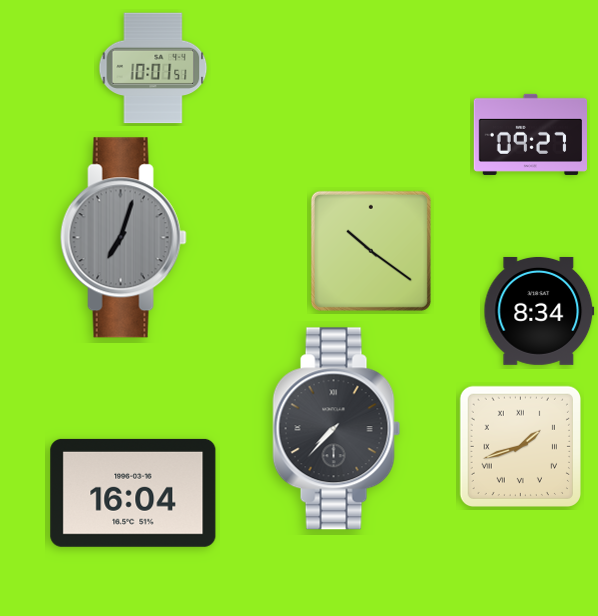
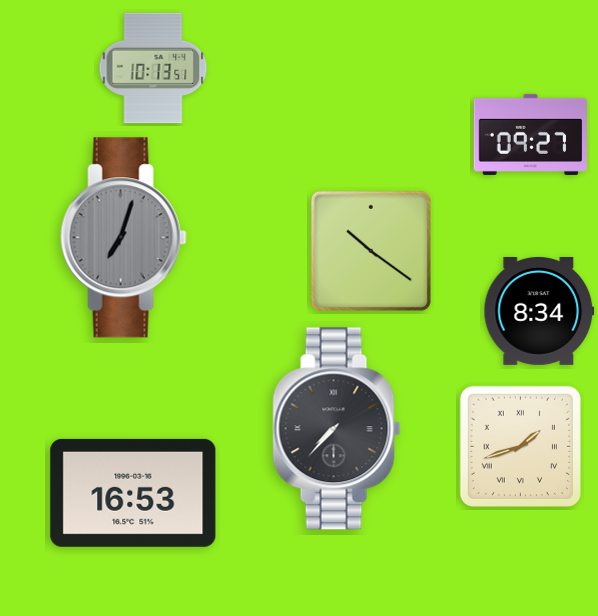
clock at (153, 68): 10:01 -> 10:13
clock at (133, 493): 16:04 -> 16:53
